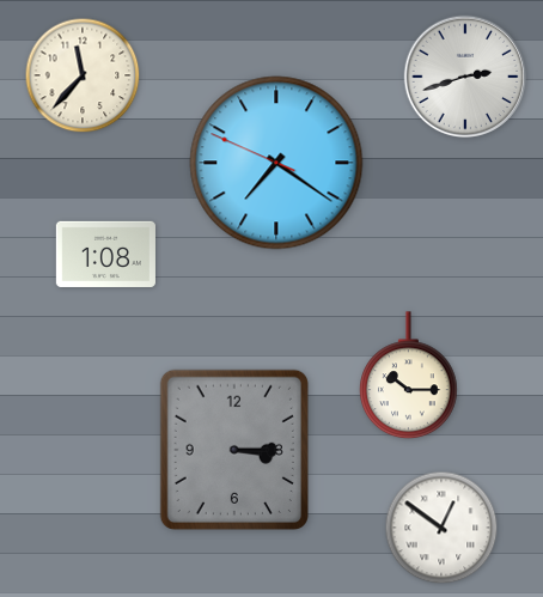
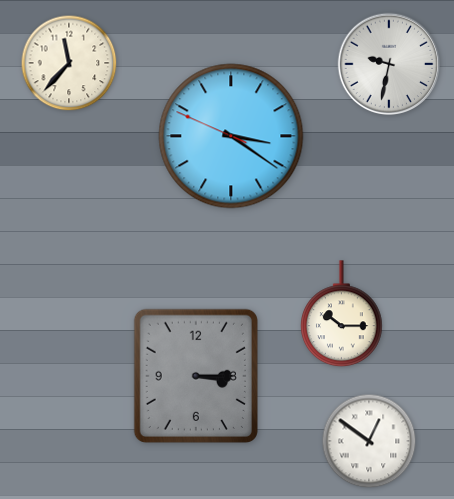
clock at (465, 77): 2:42 -> 9:32
clock at (276, 163): 7:20 -> 3:20
clock at (105, 254): 1:08 -> none
